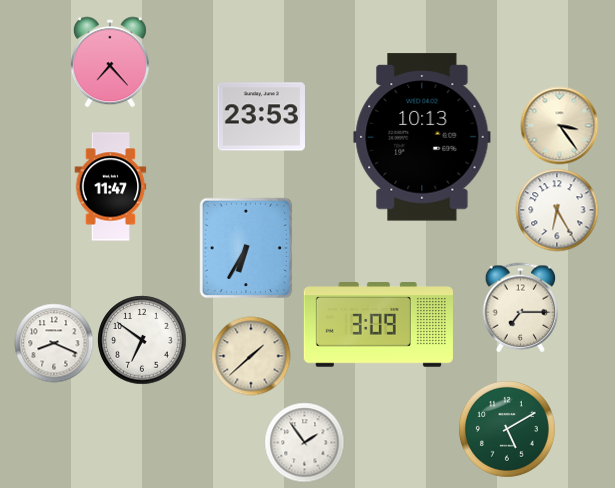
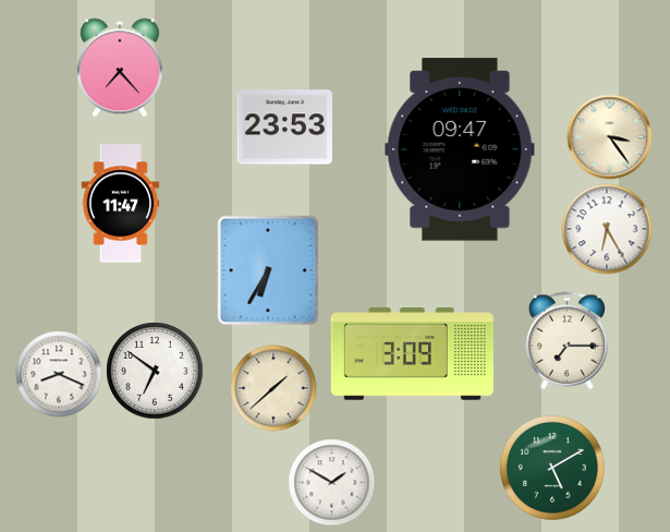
clock at (422, 137): 10:13 -> 09:47
clock at (521, 307) position: (521, 307) -> (568, 340)
clock at (304, 442): 1:54 -> 1:50
